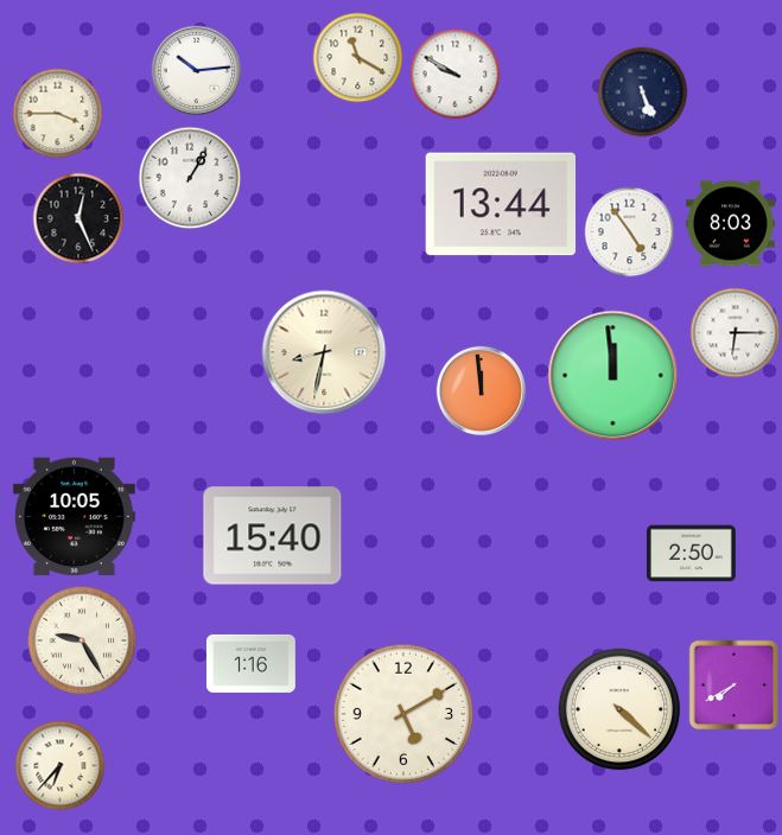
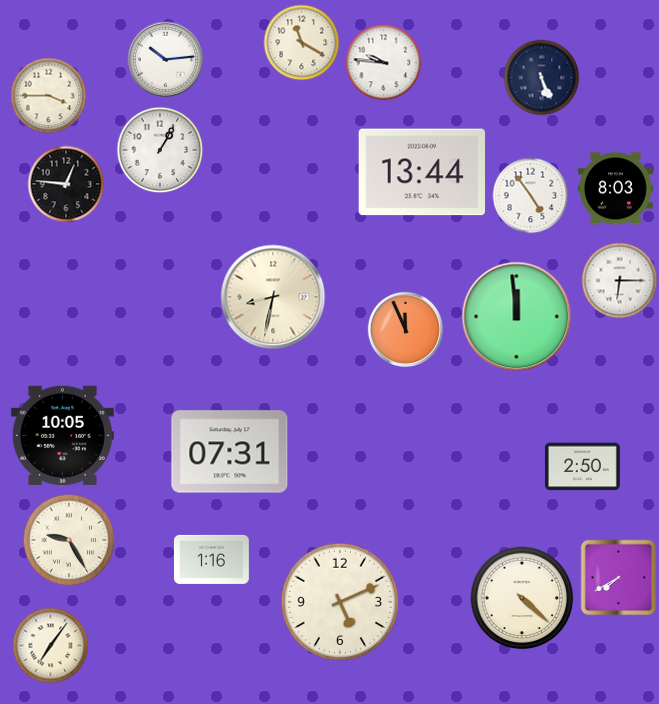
clock at (358, 58) position: (358, 58) -> (302, 43)
clock at (456, 75): 9:50 -> 9:46
clock at (78, 218): 12:26 -> 12:46
clock at (482, 391): 11:59 -> 11:56
clock at (273, 536): 15:40 -> 07:31
clock at (402, 713): 5:10 -> 5:11
clock at (61, 766): 6:37 -> 7:06
